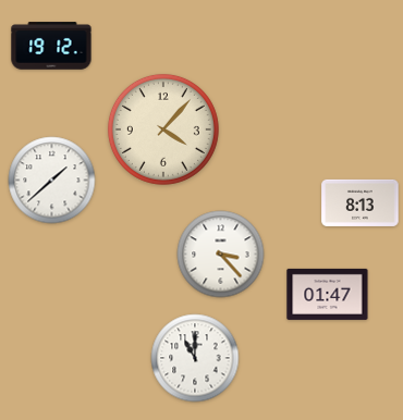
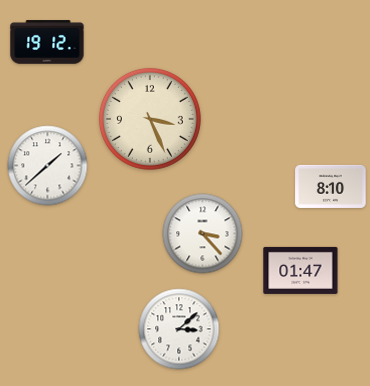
clock at (163, 129): 4:07 -> 3:26
clock at (361, 202): 8:13 -> 8:10
clock at (195, 358): 11:00 -> 3:08
